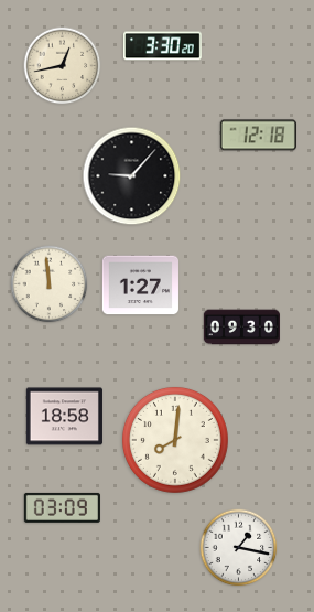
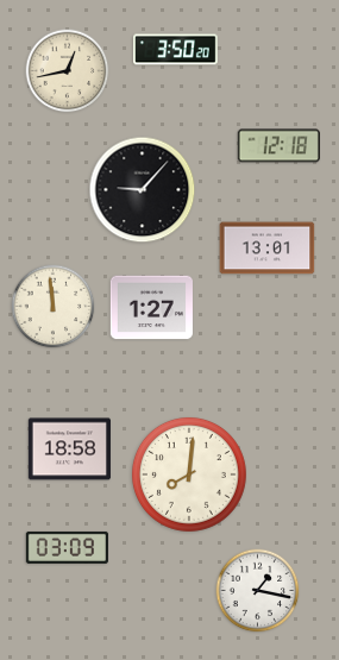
clock at (163, 46): 3:30 -> 3:50
clock at (268, 249): none -> 13:01
clock at (241, 328): 09:30 -> none
